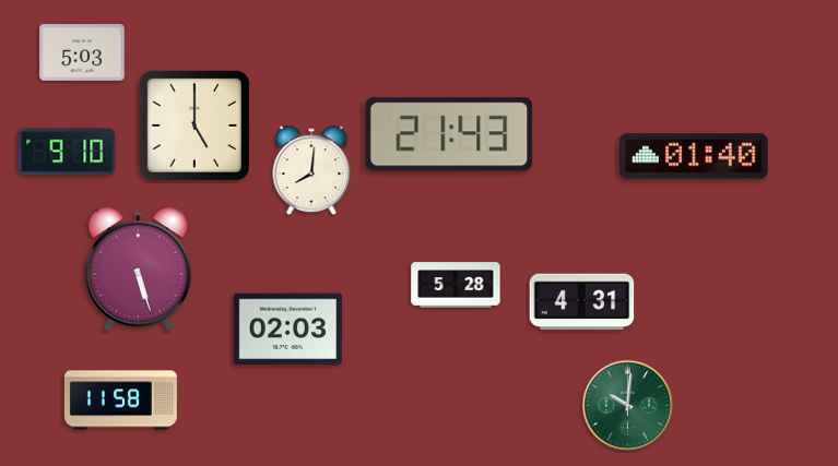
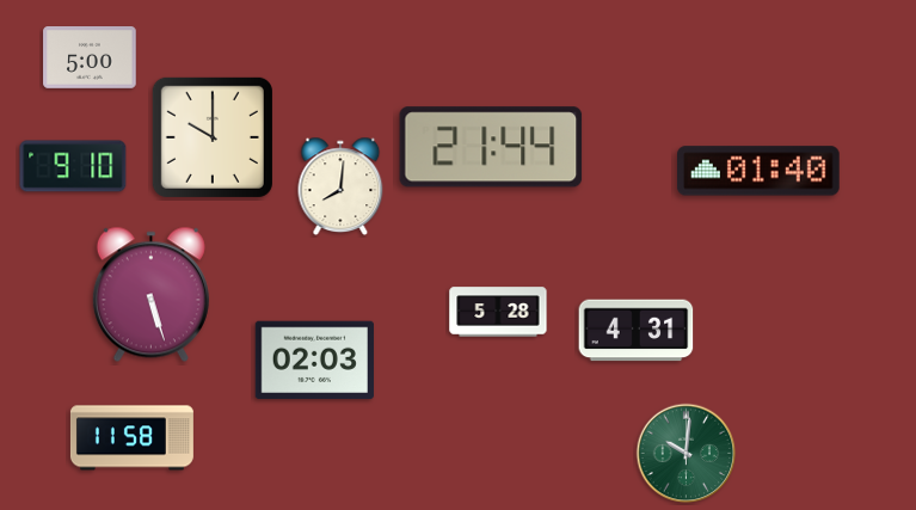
clock at (82, 52): 5:03 -> 5:00
clock at (194, 126): 5:00 -> 10:00
clock at (449, 134): 21:43 -> 21:44
clock at (628, 406) position: (628, 406) -> (687, 454)
